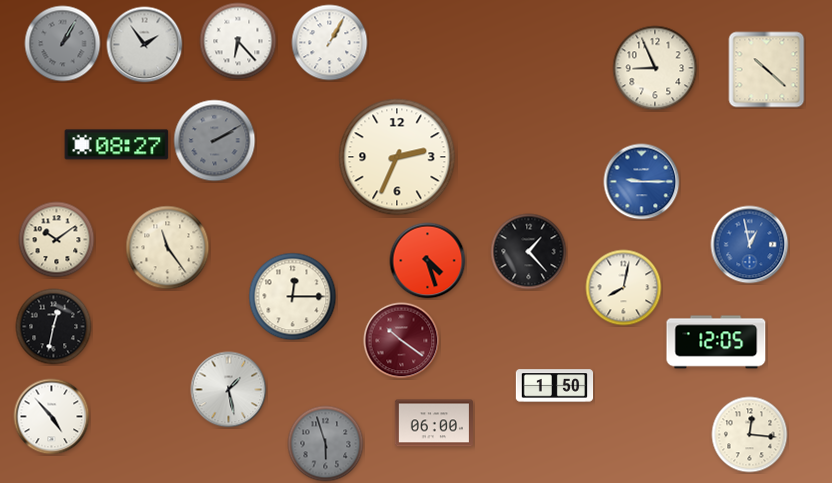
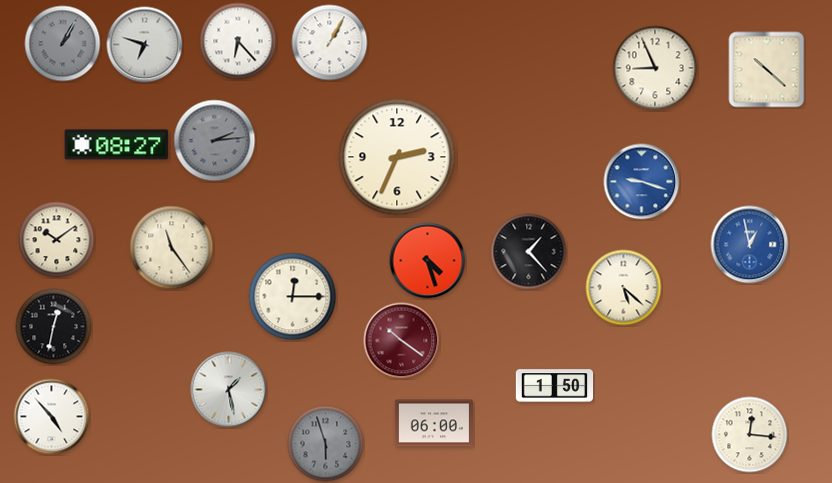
clock at (145, 45): 1:54 -> 6:48
clock at (215, 141): 2:10 -> 2:14
clock at (642, 182): 9:15 -> 9:18
clock at (168, 248) position: (168, 248) -> (172, 248)
clock at (624, 288): 8:02 -> 5:22
clock at (716, 342): 12:05 -> none
